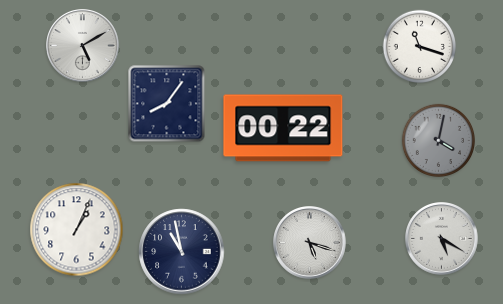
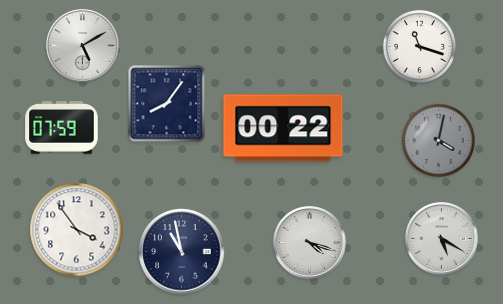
clock at (62, 128): none -> 07:59
clock at (77, 230): 1:04 -> 3:54
clock at (310, 243): 5:18 -> 4:18
